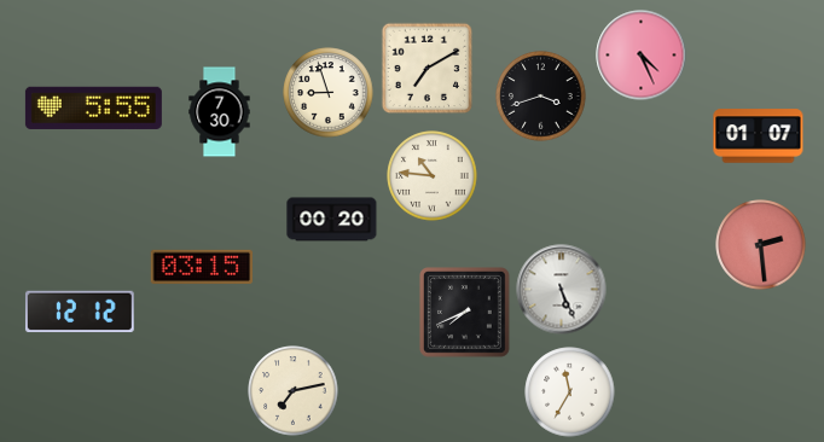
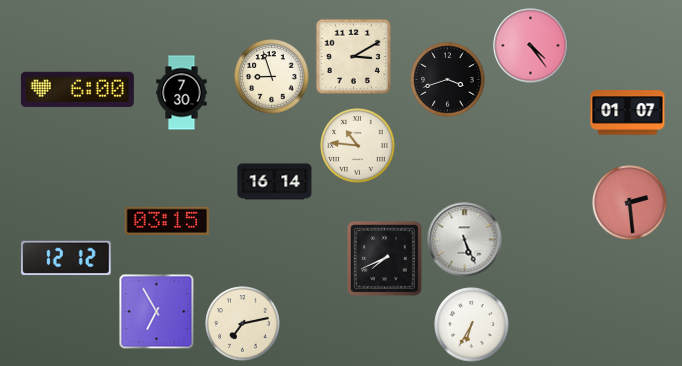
clock at (642, 56): 4:26 -> 4:24
clock at (426, 68): 7:10 -> 3:10
clock at (93, 107): 5:55 -> 6:00
clock at (332, 220): 00:20 -> 16:14
clock at (157, 312): none -> 6:55
clock at (570, 392): 11:35 -> 6:35
